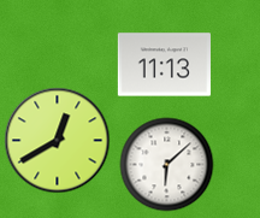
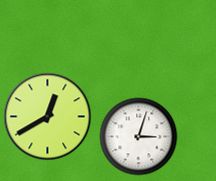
clock at (164, 65): 11:13 -> none
clock at (166, 164): 6:08 -> 3:03
